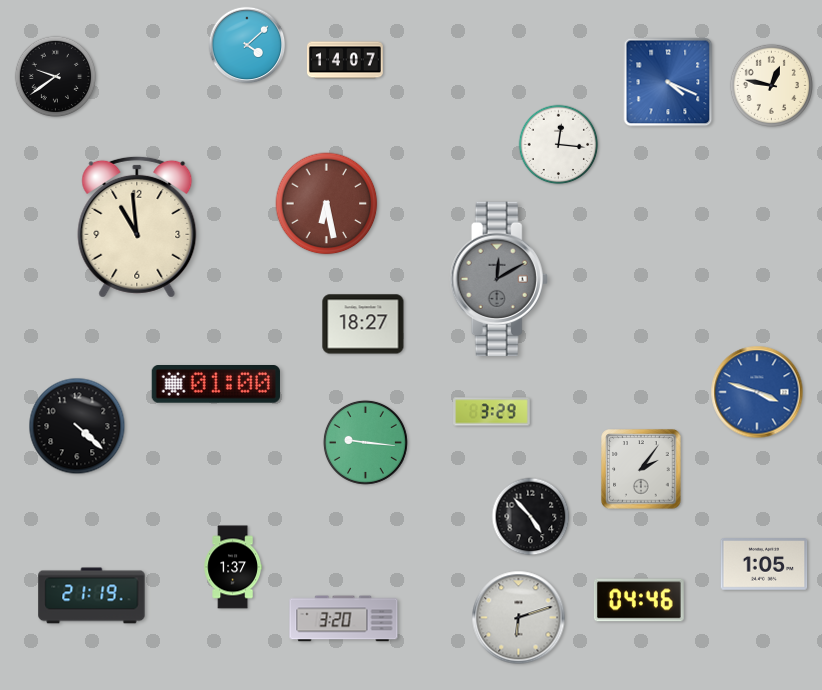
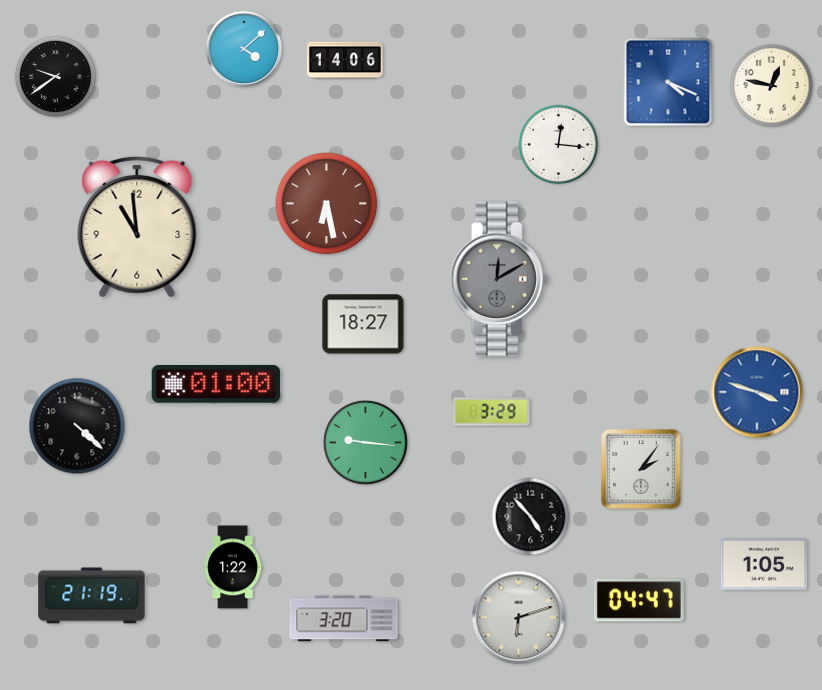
clock at (247, 45) position: (247, 45) -> (244, 49)
clock at (345, 60): 14:07 -> 14:06
clock at (232, 567): 1:37 -> 1:22
clock at (639, 600): 04:46 -> 04:47
